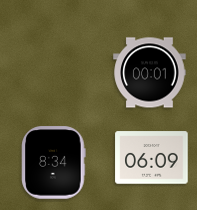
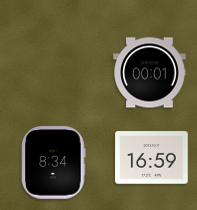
clock at (152, 158): 06:09 -> 16:59
